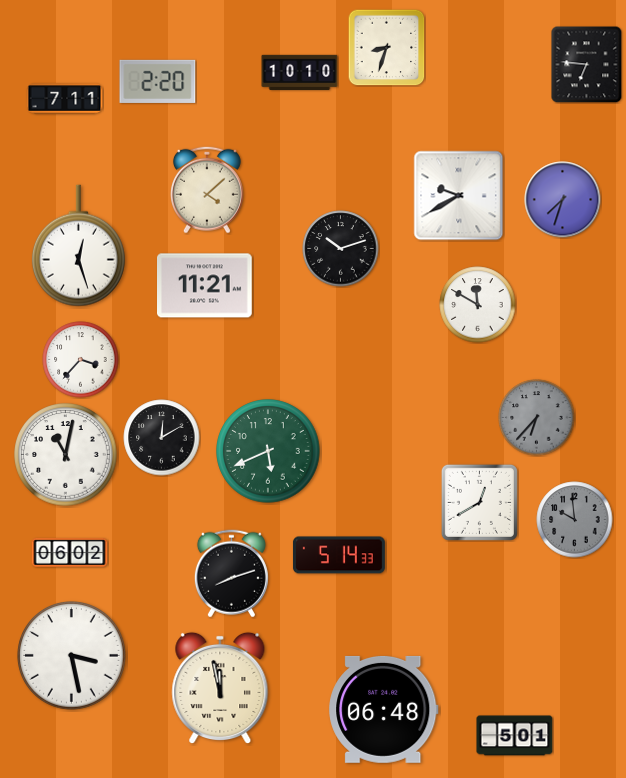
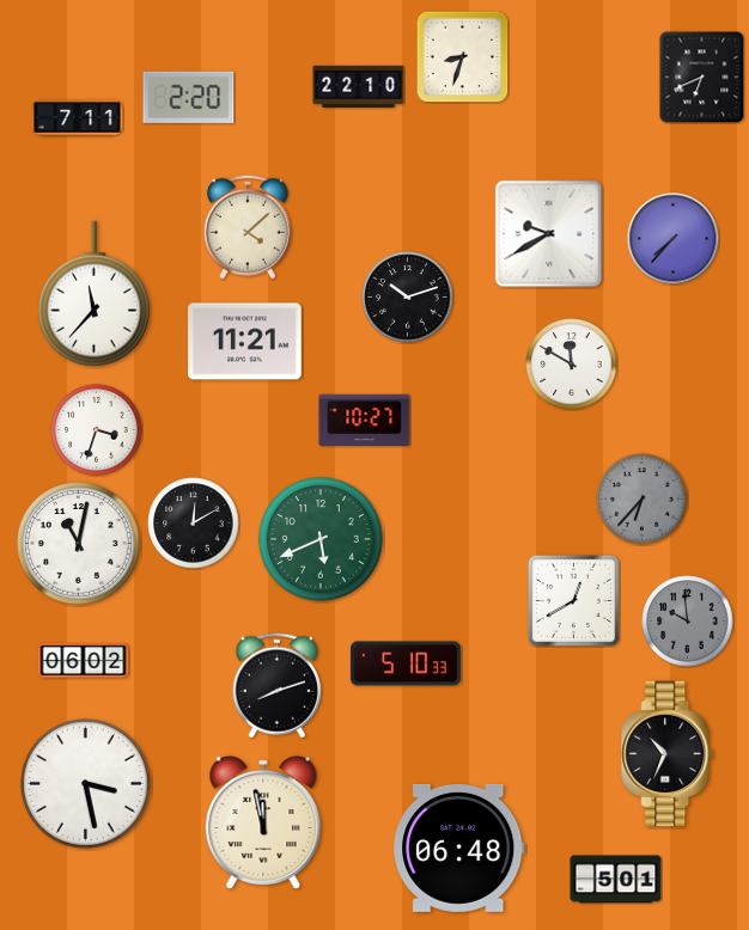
clock at (587, 64): 6:46 -> 6:41
clock at (300, 72): 10:10 -> 22:10
clock at (563, 200): 7:33 -> 7:37
clock at (78, 246): 12:27 -> 11:37
clock at (365, 420): none -> 10:27
clock at (81, 360): 3:37 -> 3:33
clock at (339, 555): 5:14 -> 5:10
clock at (668, 753): none -> 10:34
